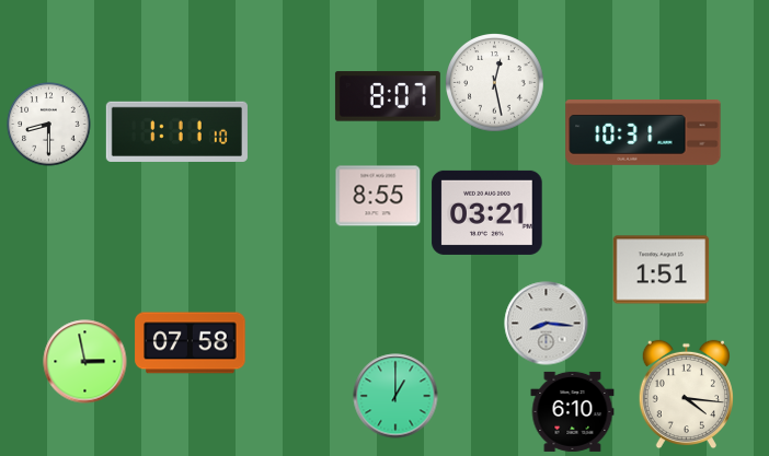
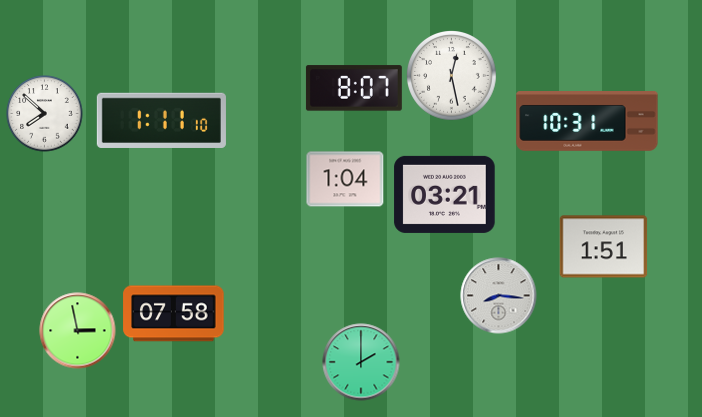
clock at (49, 125): 8:30 -> 7:52
clock at (378, 196): 8:55 -> 1:04
clock at (686, 395): 4:16 -> none
clock at (395, 396): 1:00 -> 2:00
clock at (573, 411): 6:10 -> none
